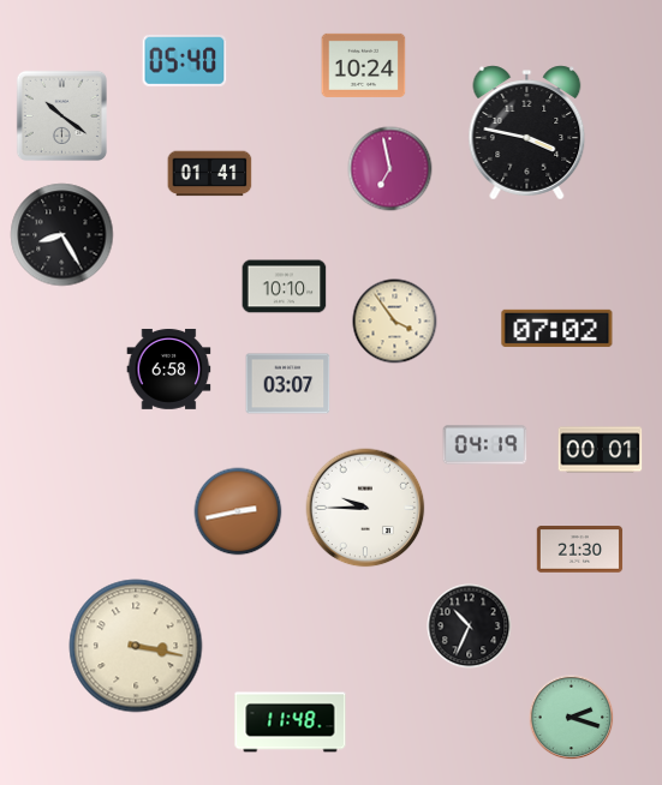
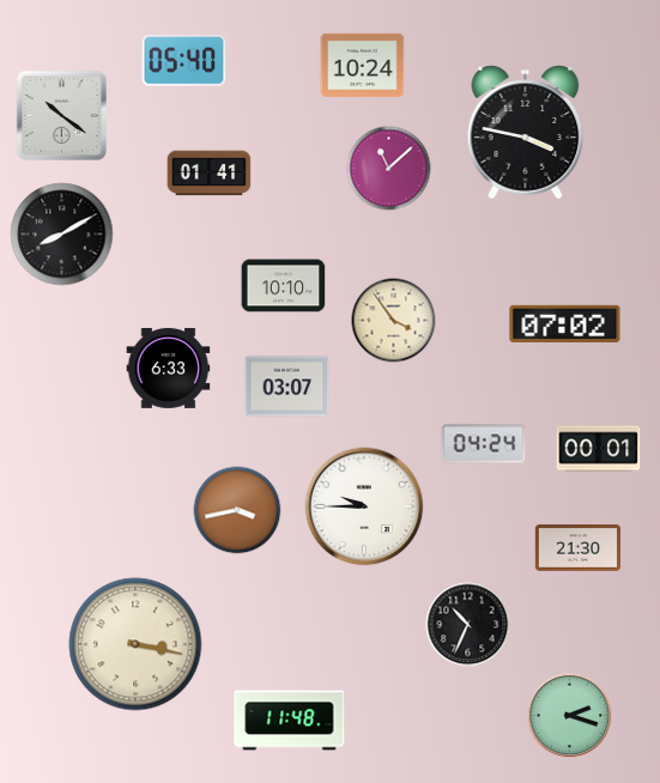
clock at (390, 169): 6:58 -> 11:08
clock at (62, 235): 8:25 -> 8:10
clock at (557, 328) position: (557, 328) -> (565, 323)
clock at (169, 368): 6:58 -> 6:33
clock at (288, 384) position: (288, 384) -> (287, 387)
clock at (485, 445): 04:19 -> 04:24
clock at (238, 511): 2:43 -> 3:43
